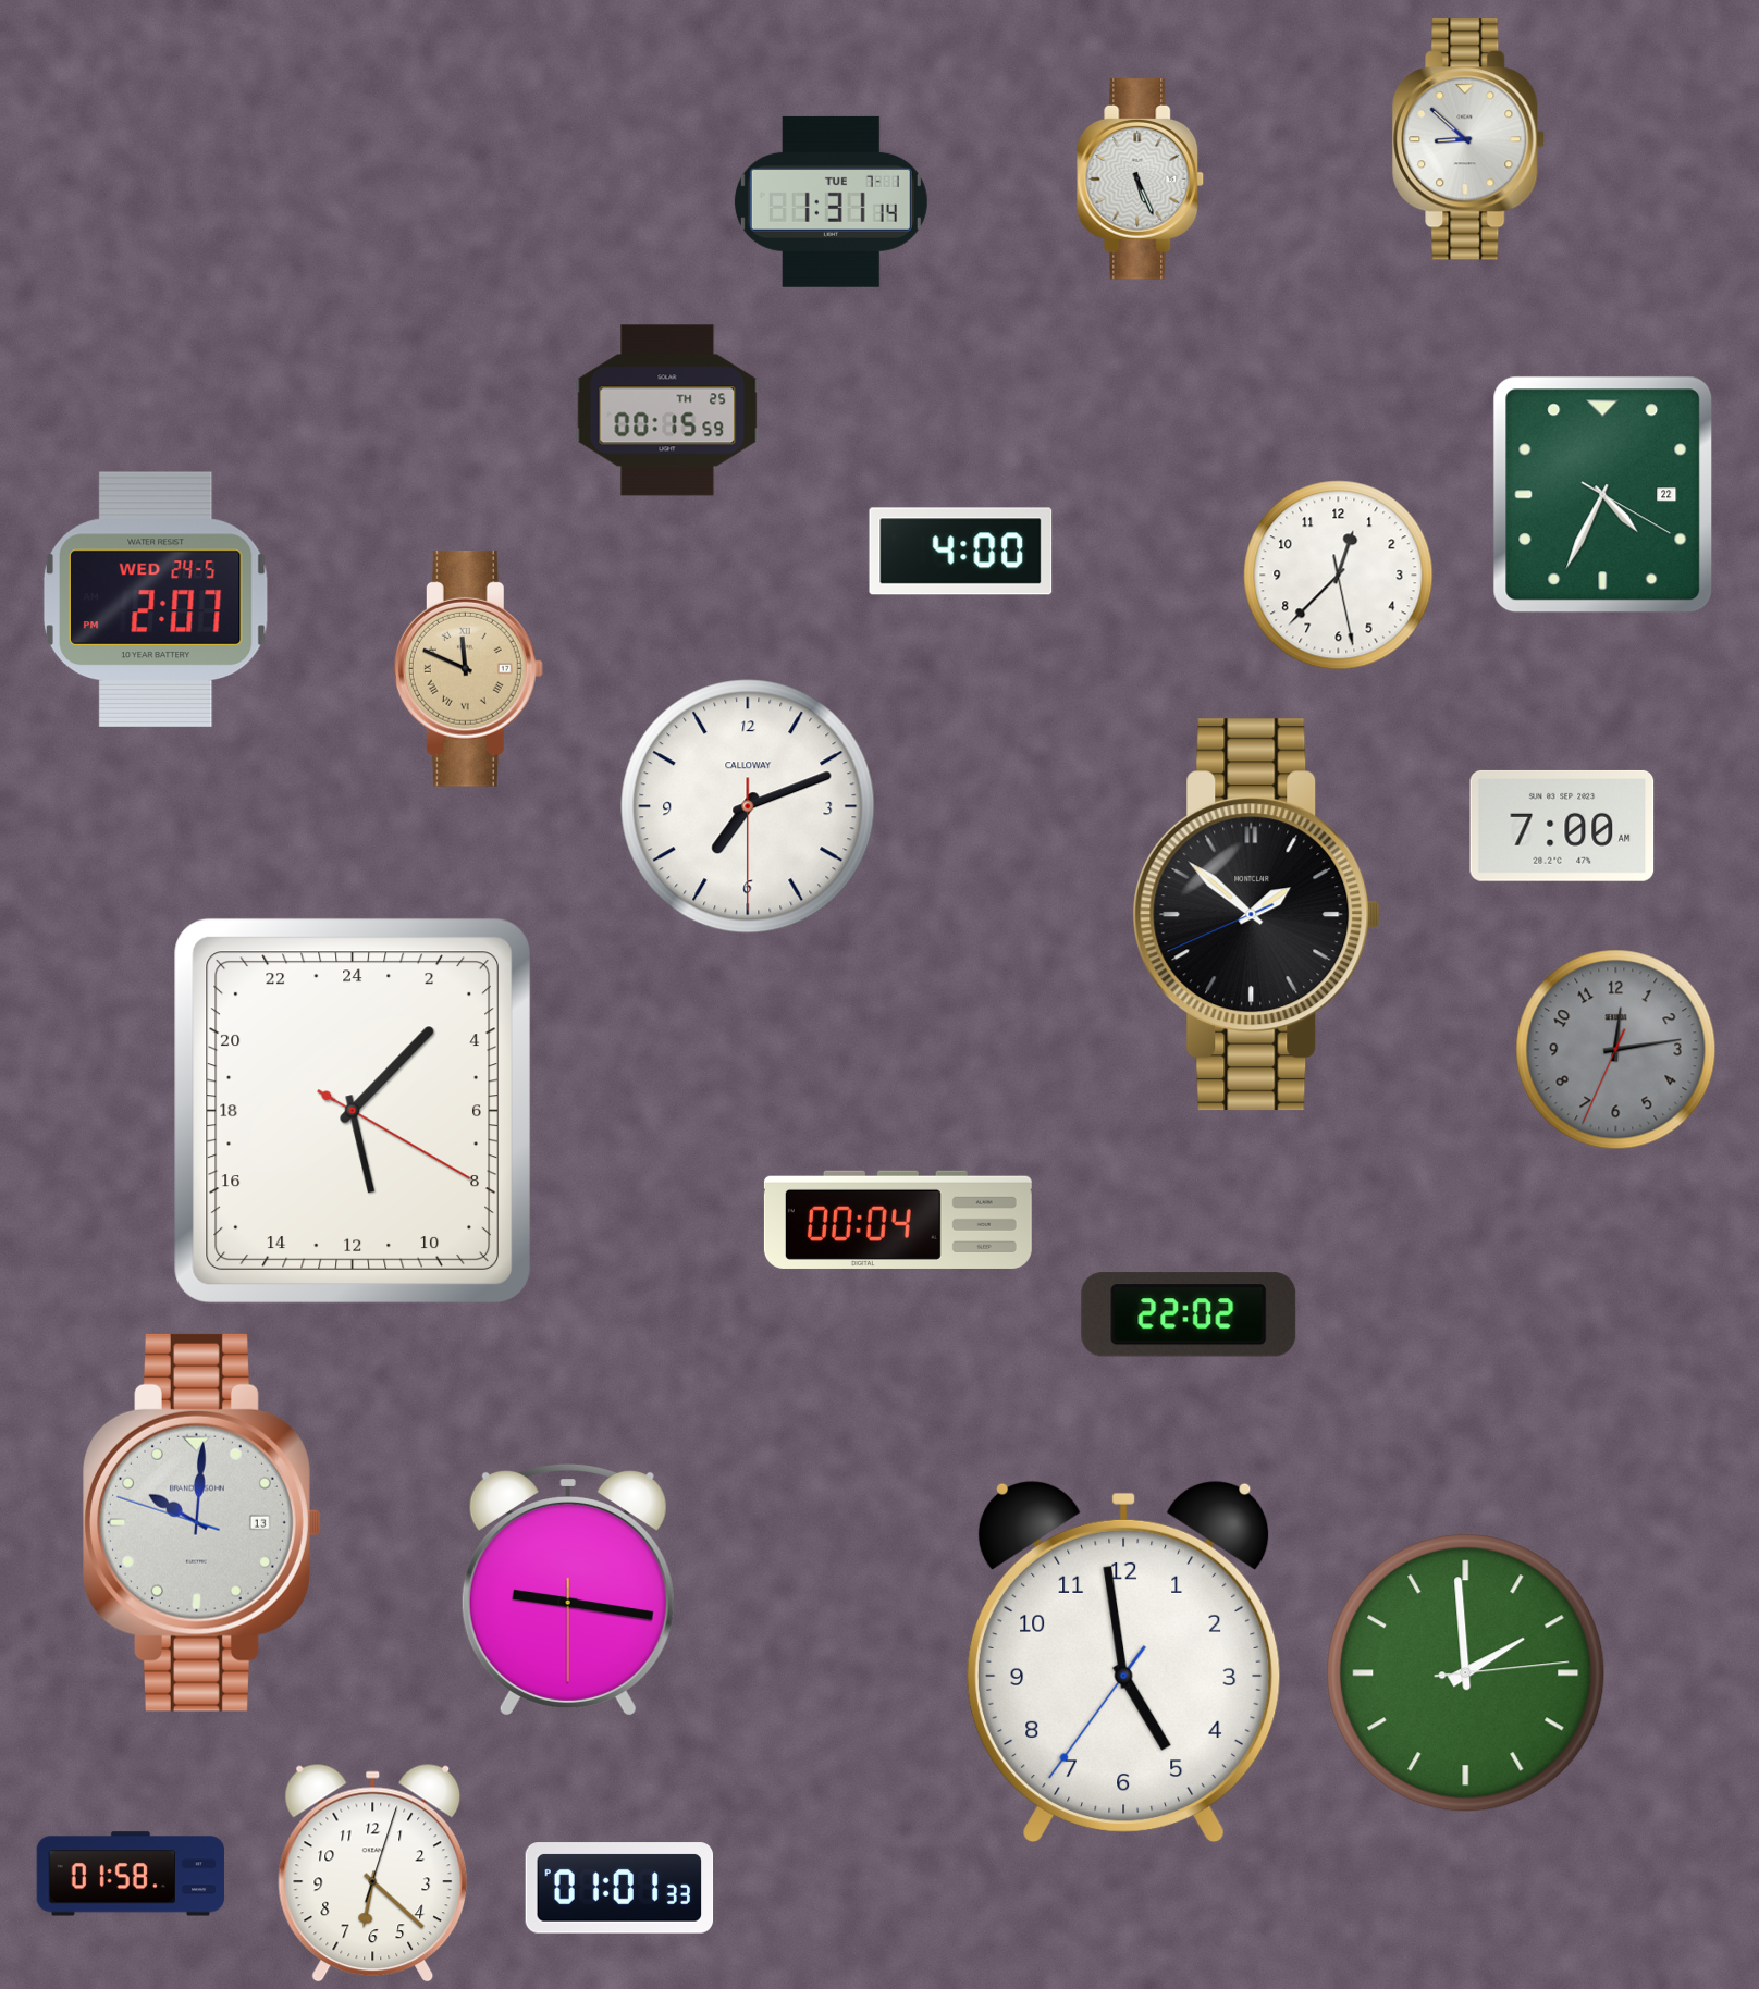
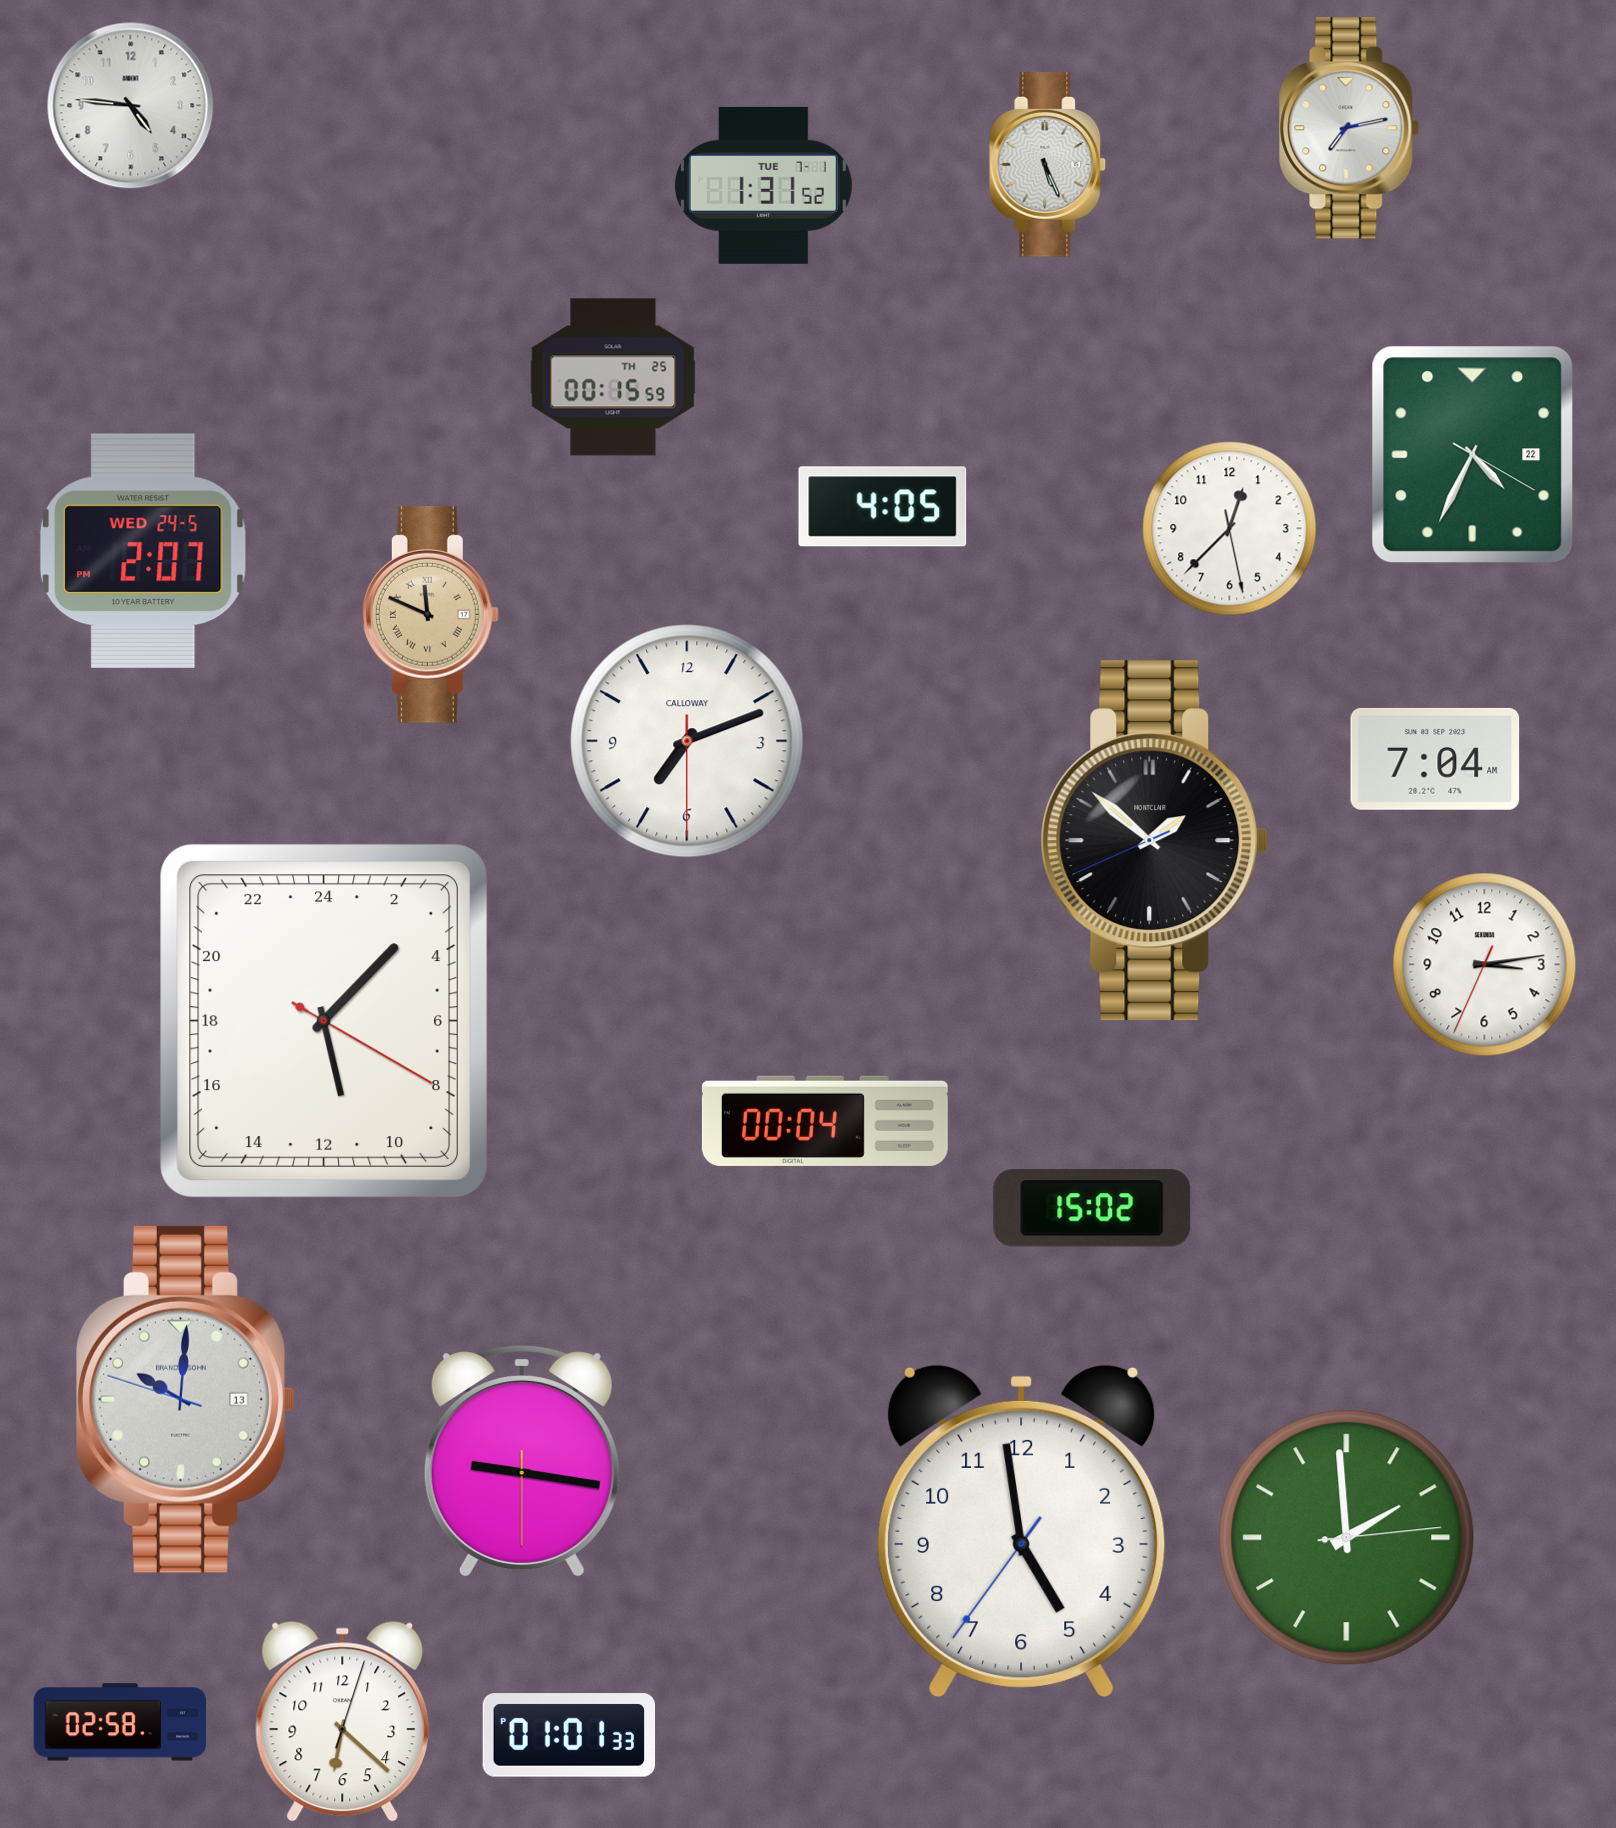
clock at (131, 106): none -> 4:46
clock at (1469, 139): 8:52 -> 7:13
clock at (831, 201): 1:31:14 -> 1:31:52
clock at (961, 552): 4:00 -> 4:05
clock at (1562, 826): 7:00 -> 7:04
clock at (1616, 1050): 12:13 -> 3:13
clock at (1616, 1050) dial: grey -> white
clock at (1189, 1314): 22:02 -> 15:02
clock at (1124, 1660) position: (1124, 1660) -> (1022, 1530)
clock at (131, 1874): 01:58 -> 02:58
